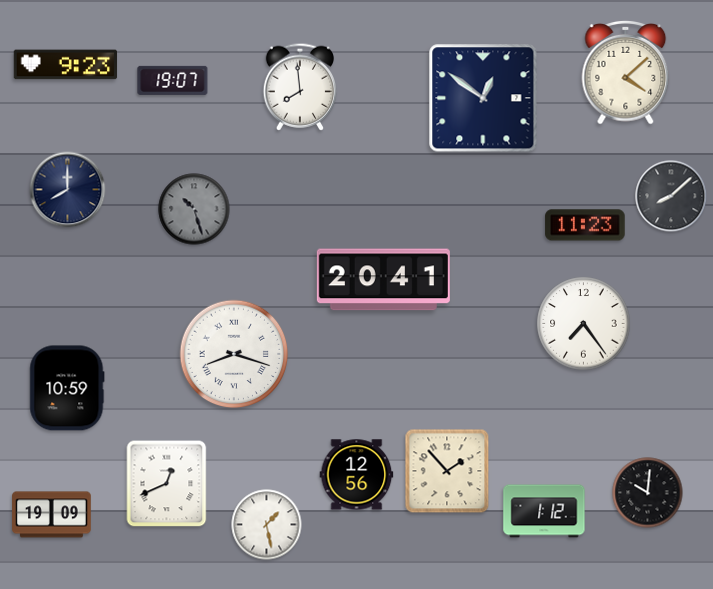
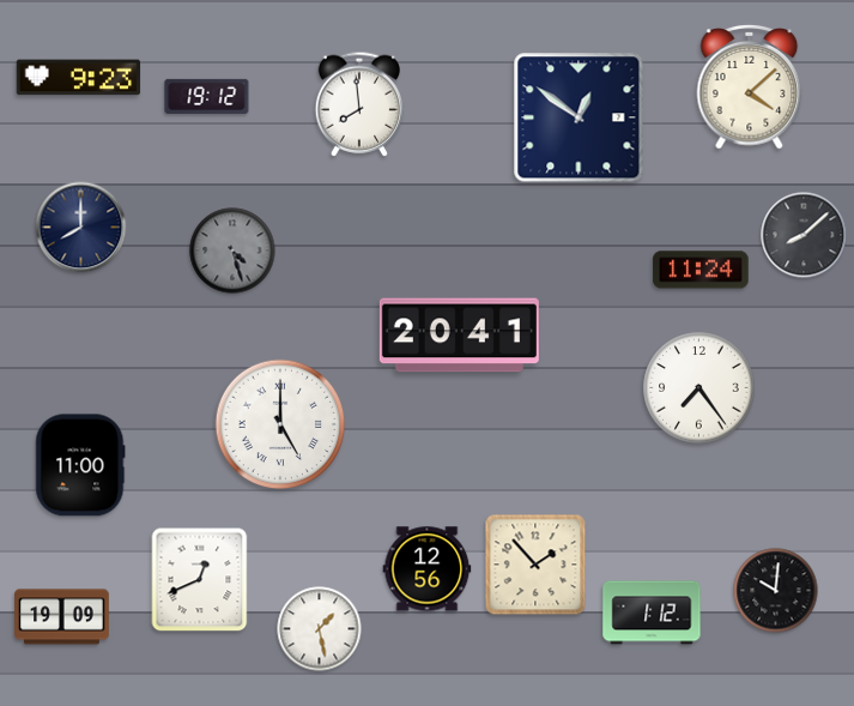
clock at (173, 80): 19:07 -> 19:12
clock at (194, 209): 10:27 -> 4:27
clock at (585, 225): 11:23 -> 11:24
clock at (234, 354): 8:18 -> 5:00
clock at (67, 388): 10:59 -> 11:00
